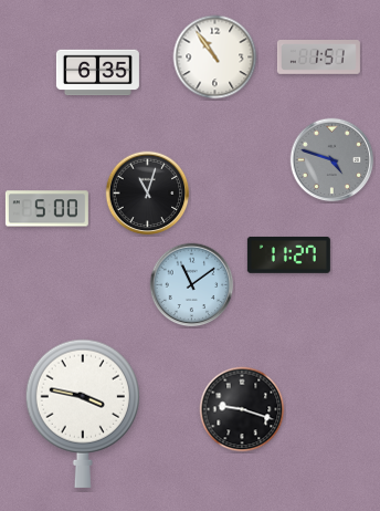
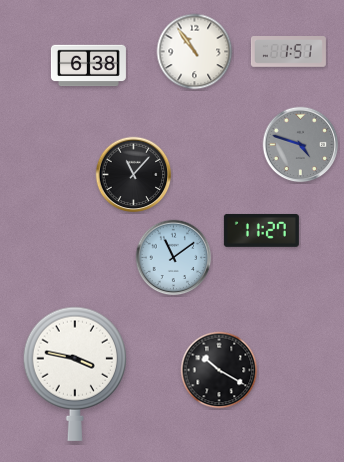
clock at (97, 73): 6:35 -> 6:38
clock at (148, 194): 11:03 -> 11:07
clock at (46, 209): 5:00 -> none
clock at (242, 409): 9:18 -> 10:20
